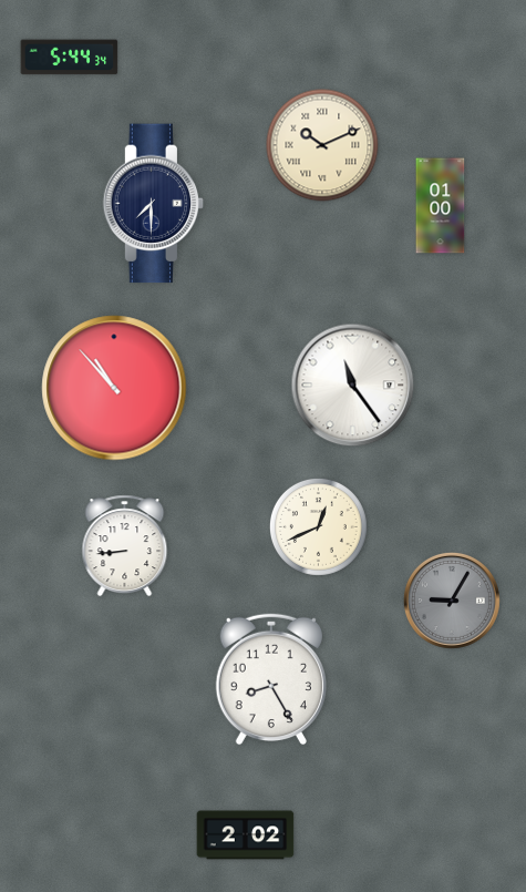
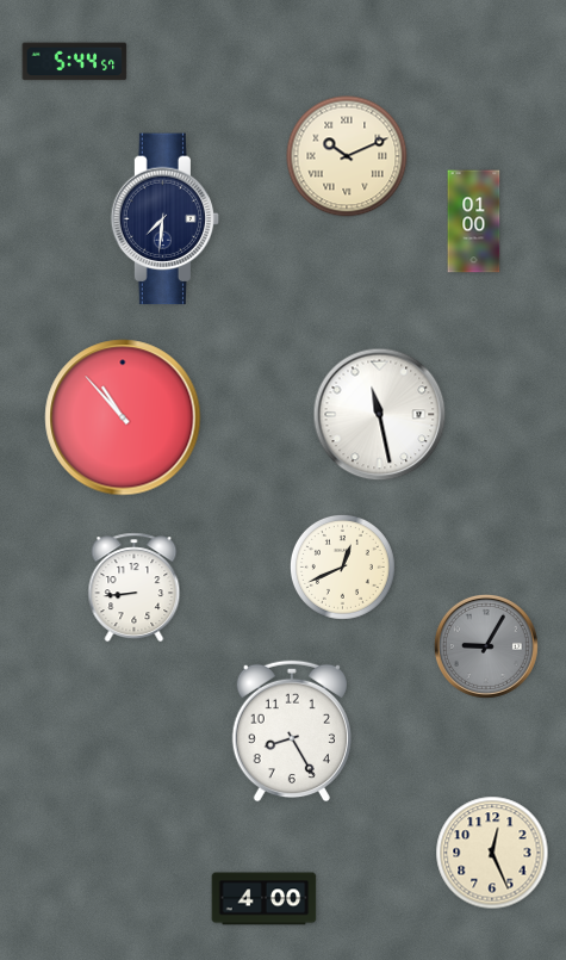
clock at (70, 58): 5:44:34 -> 5:44:57
clock at (154, 204): 7:30 -> 7:31
clock at (353, 386): 11:24 -> 11:28
clock at (492, 853): none -> 12:26
clock at (246, 835): 2:02 -> 4:00
